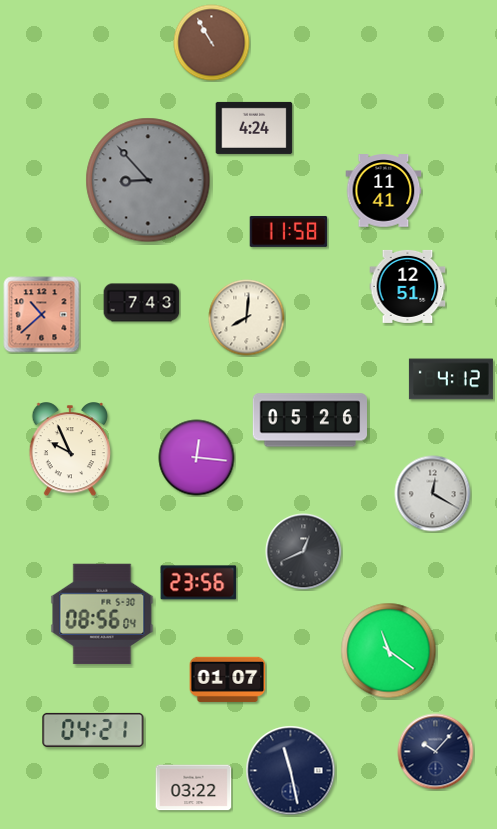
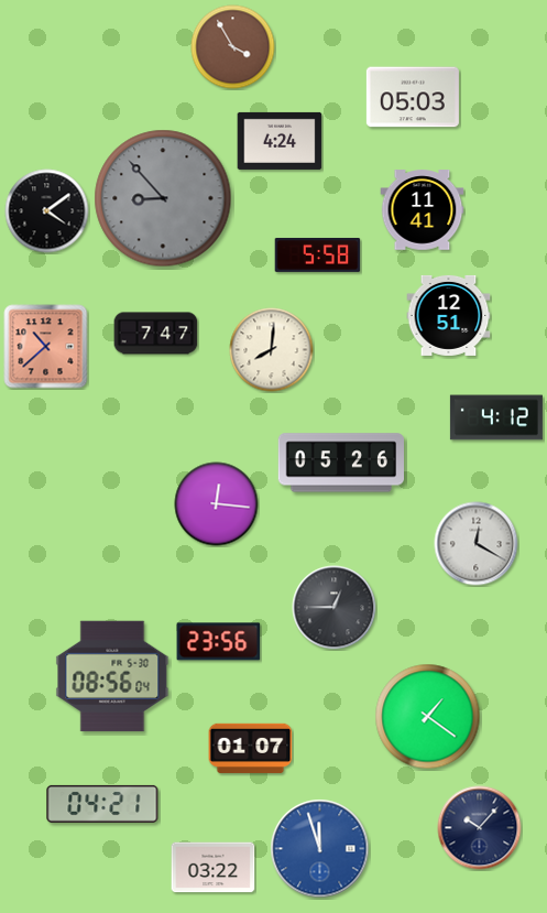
clock at (212, 43): 10:55 -> 3:55
clock at (413, 97): none -> 05:03
clock at (47, 211): none -> 4:09
clock at (289, 231): 11:58 -> 5:58
clock at (142, 303): 7:43 -> 7:47
clock at (69, 450): 9:56 -> none
clock at (304, 552): 12:41 -> 12:45
clock at (389, 651): 11:21 -> 1:21
clock at (291, 771): 11:28 -> 11:57
clock at (291, 771) dial: navy -> blue
